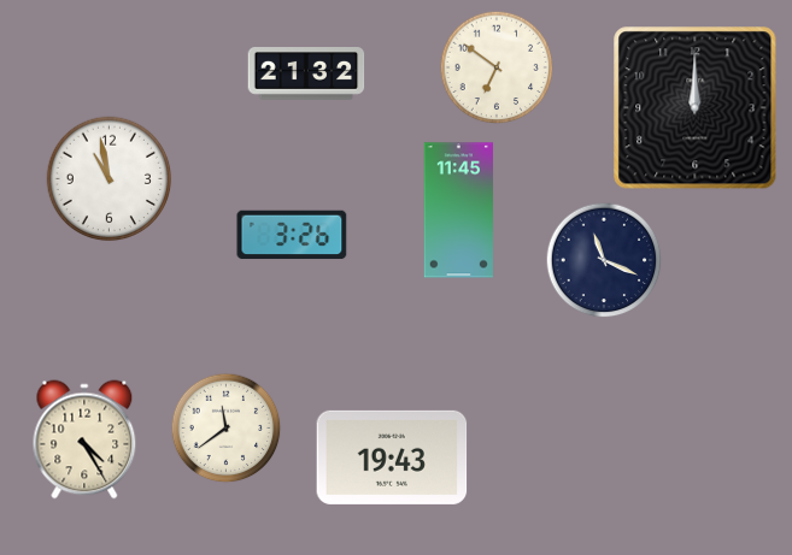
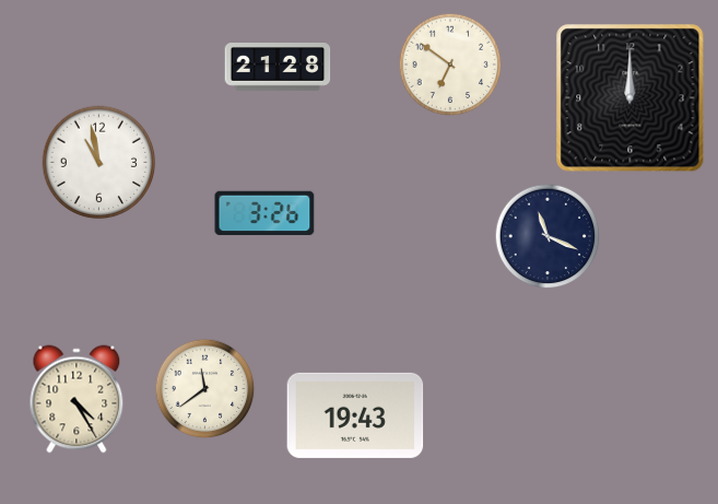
clock at (497, 67) position: (497, 67) -> (450, 65)
clock at (306, 75): 21:32 -> 21:28
clock at (458, 211): 11:45 -> none
